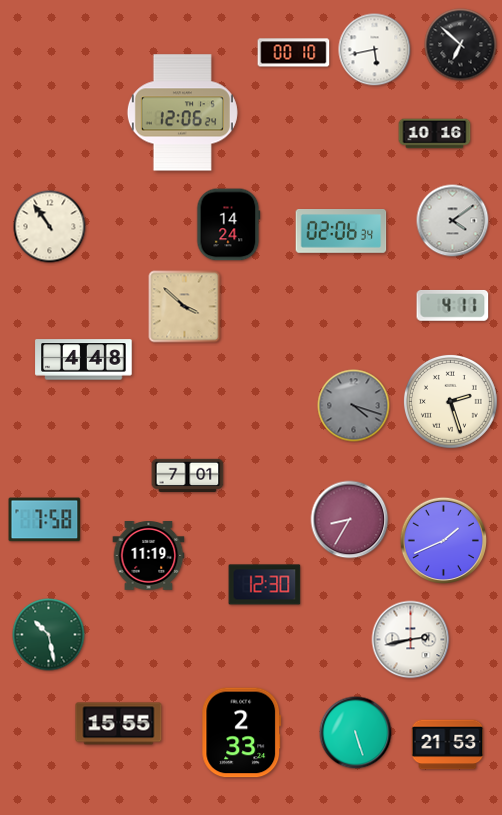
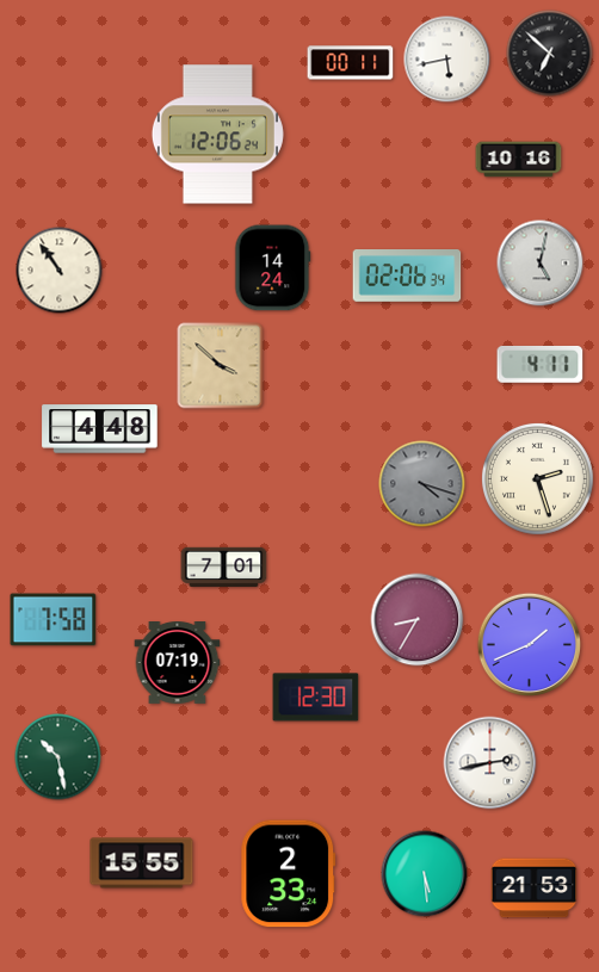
clock at (294, 53): 00:10 -> 00:11
clock at (453, 221): 4:09 -> 5:02
clock at (149, 556): 11:19 -> 07:19
clock at (356, 733): 5:27 -> 5:29
